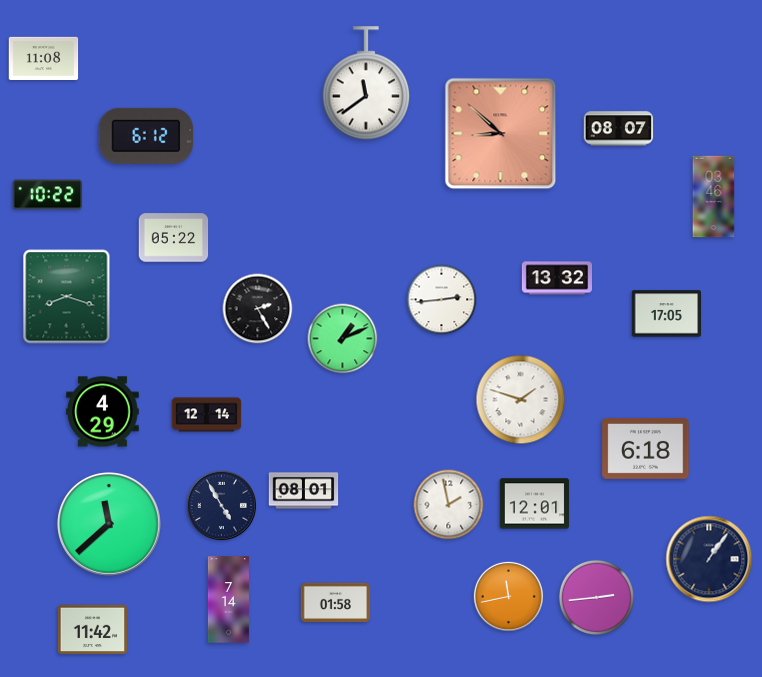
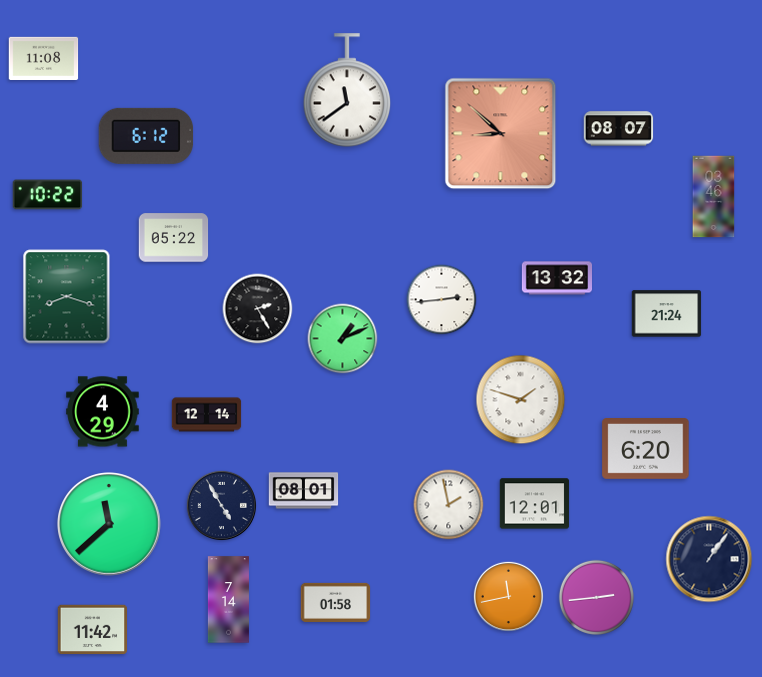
clock at (366, 83) position: (366, 83) -> (347, 90)
clock at (667, 314): 17:05 -> 21:24
clock at (646, 449): 6:18 -> 6:20
